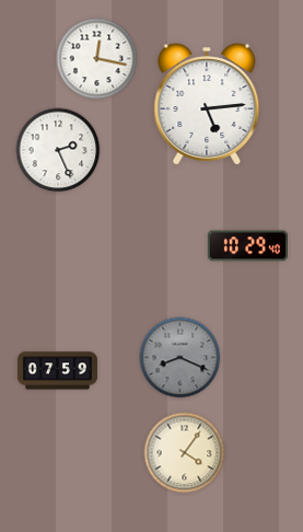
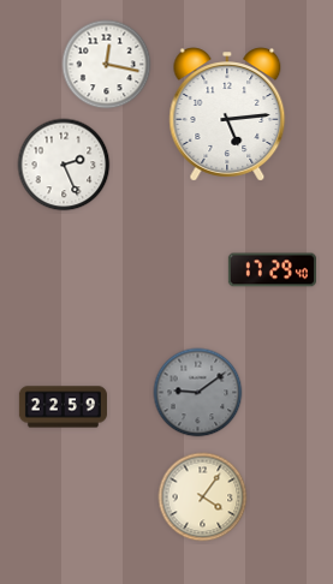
clock at (247, 246): 10:29 -> 17:29
clock at (180, 358): 8:19 -> 9:09
clock at (57, 371): 07:59 -> 22:59
